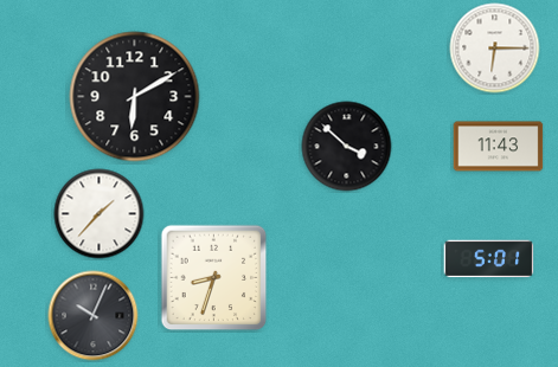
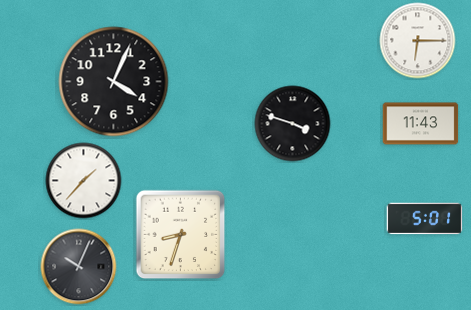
clock at (135, 97): 6:10 -> 4:04
clock at (347, 147): 3:52 -> 3:48
clock at (489, 259) position: (489, 259) -> (425, 219)
